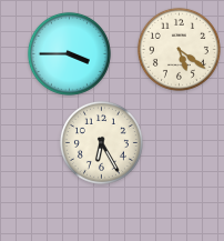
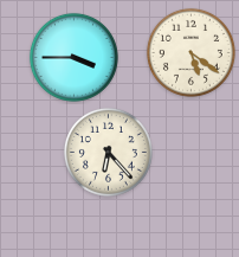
clock at (101, 142): 6:25 -> 6:23
